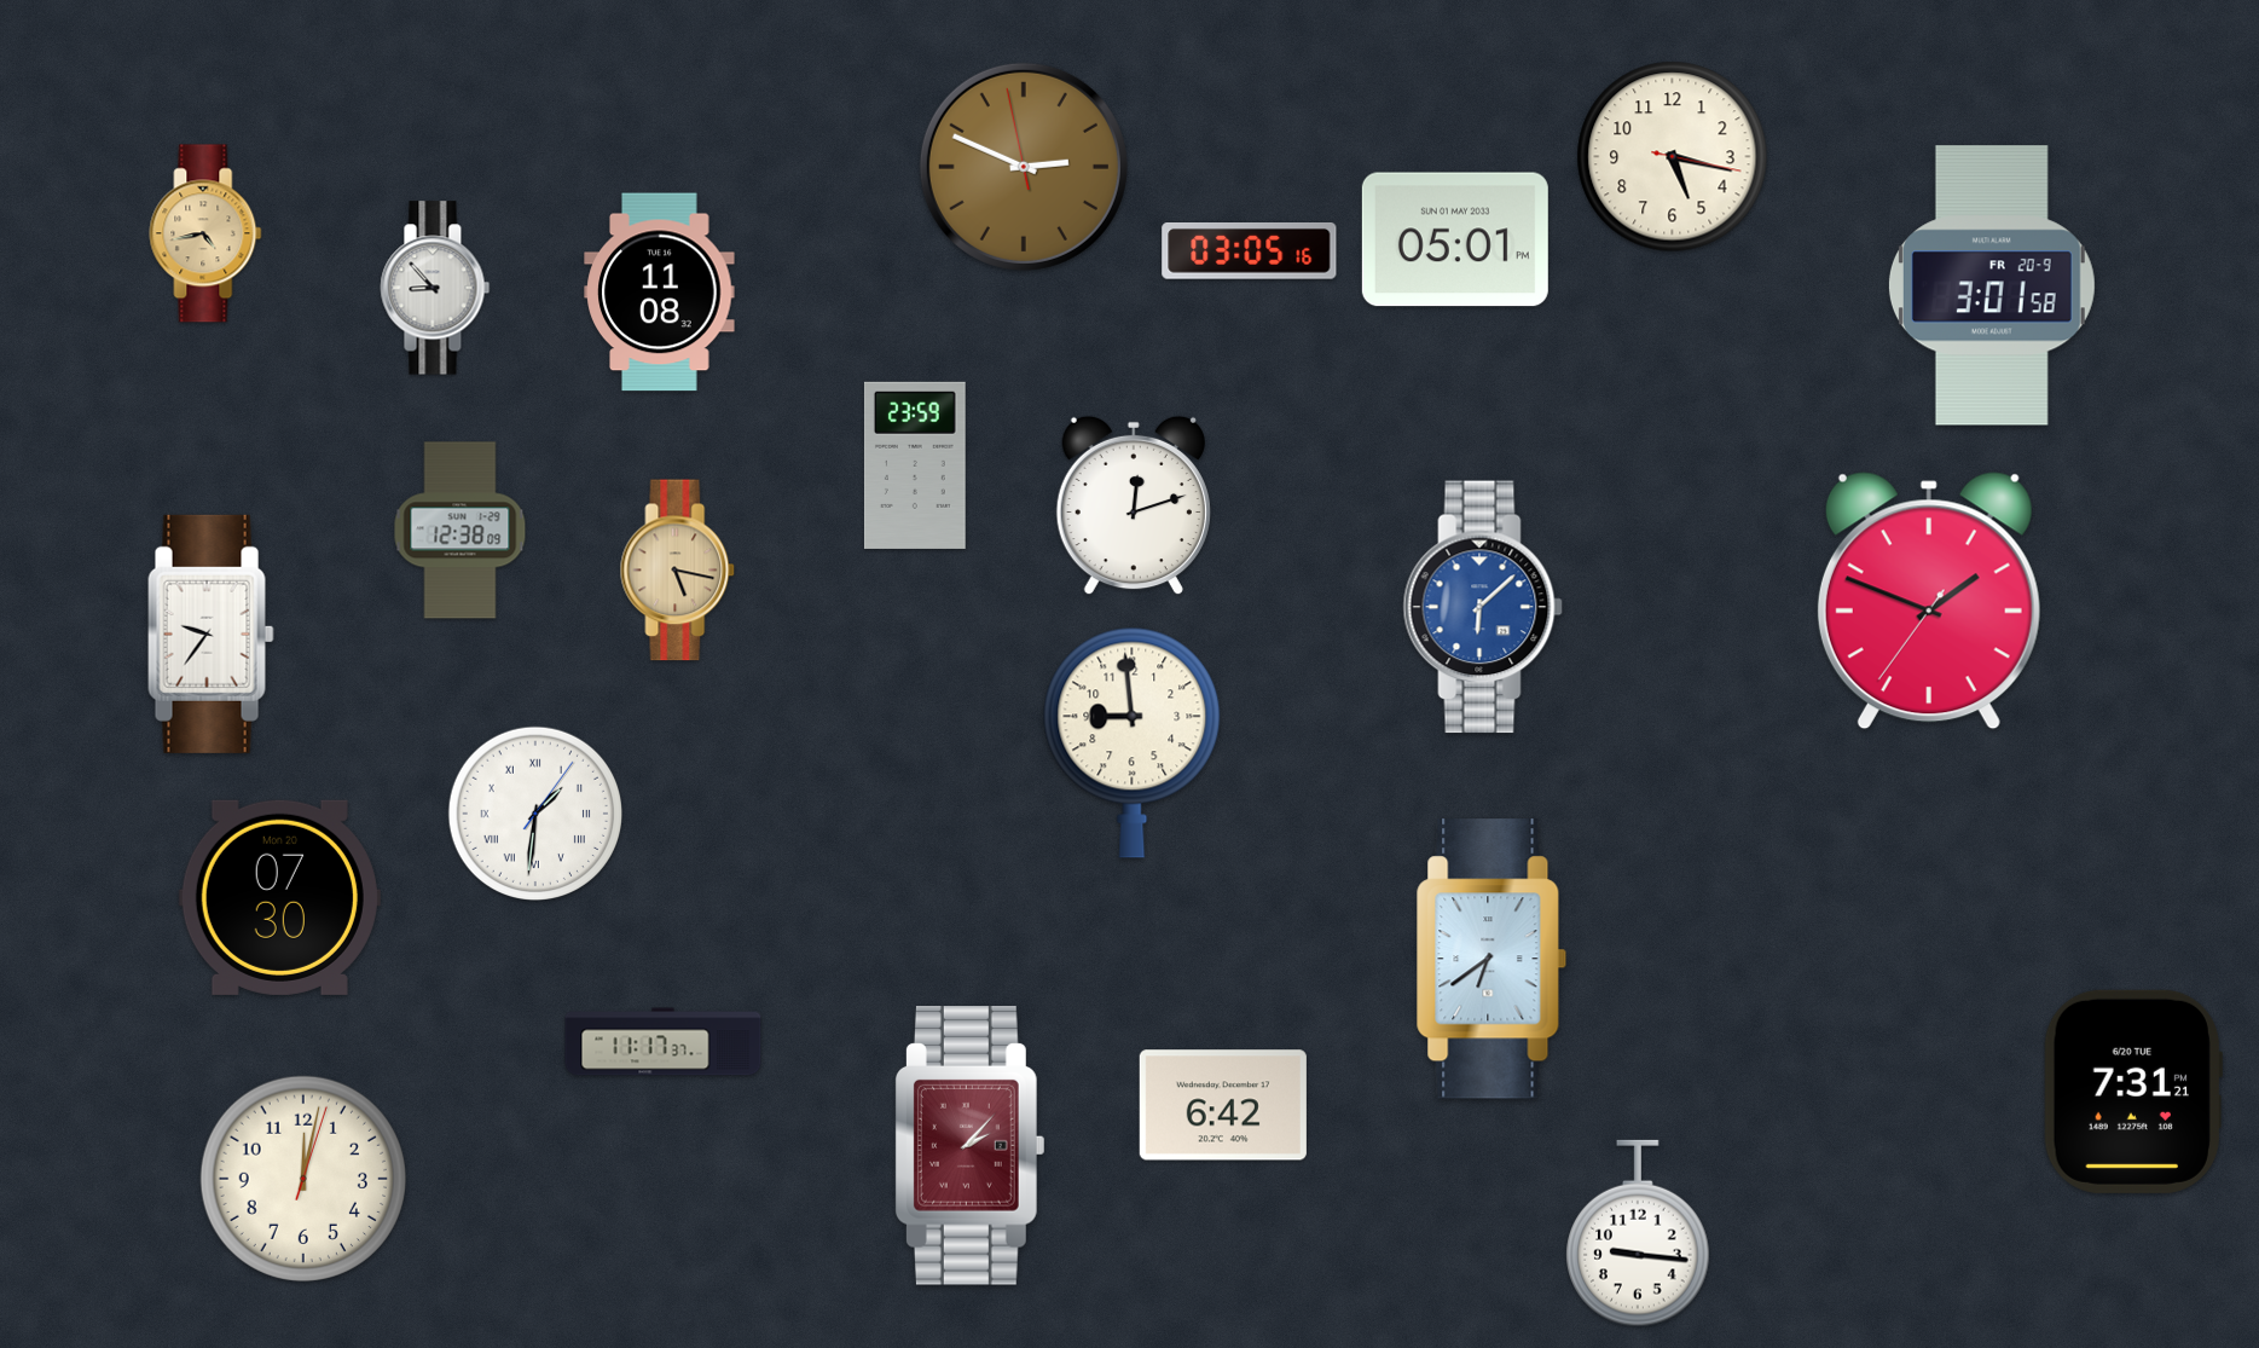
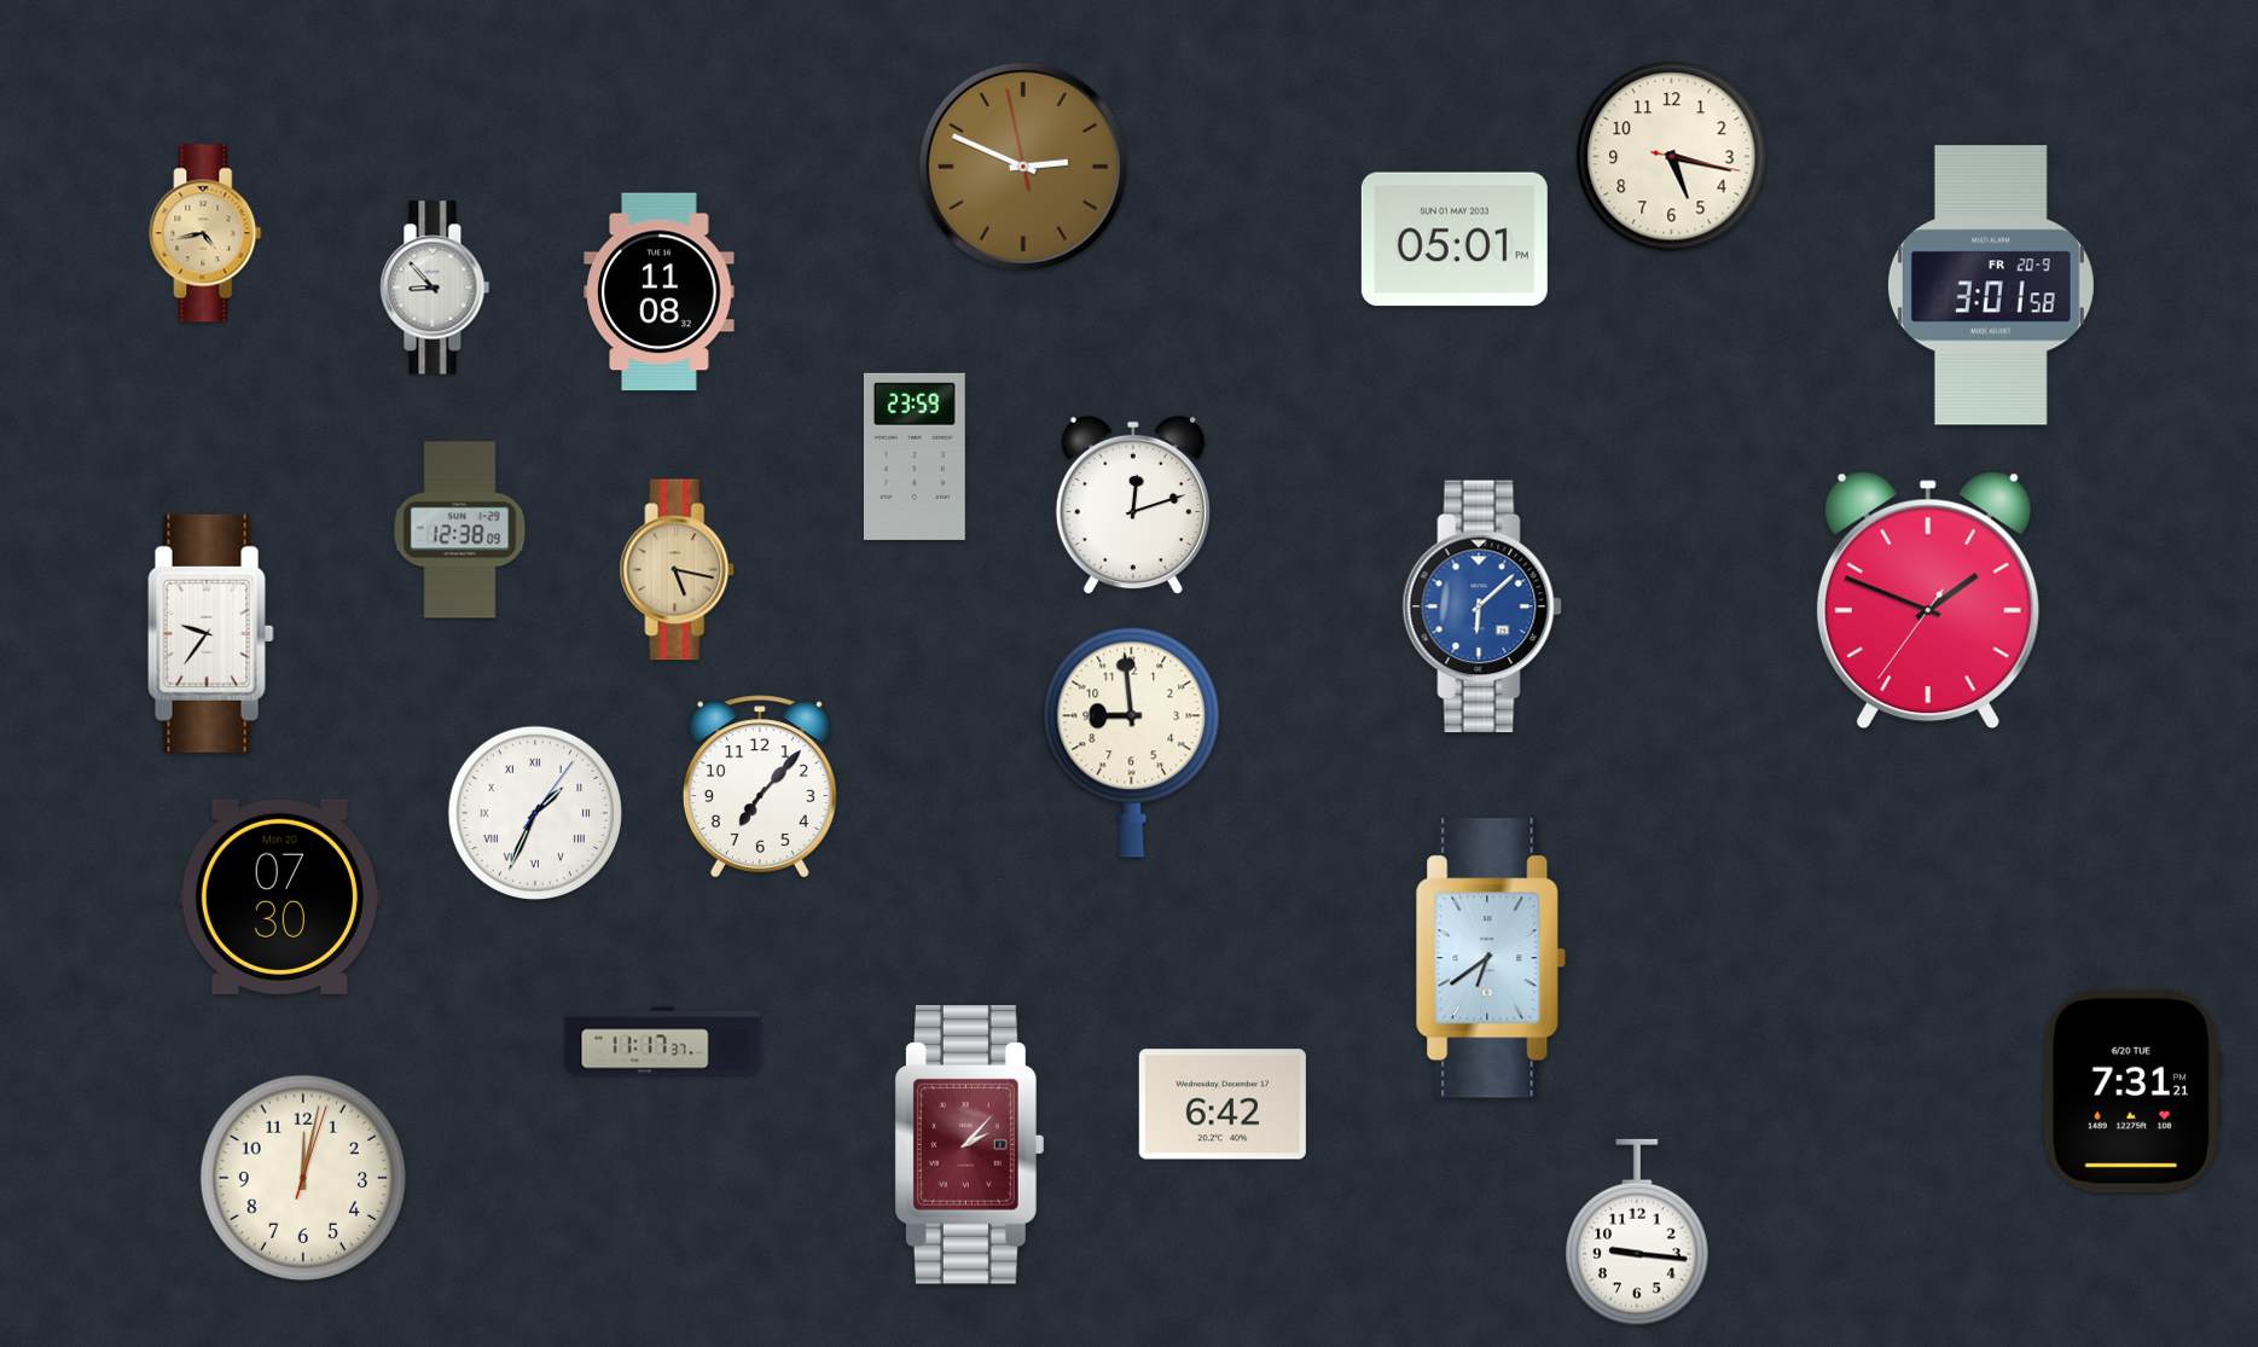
clock at (1250, 251): 03:05 -> none
clock at (915, 465) position: (915, 465) -> (915, 457)
clock at (760, 786): none -> 7:07
clock at (534, 812): 1:31 -> 1:34
